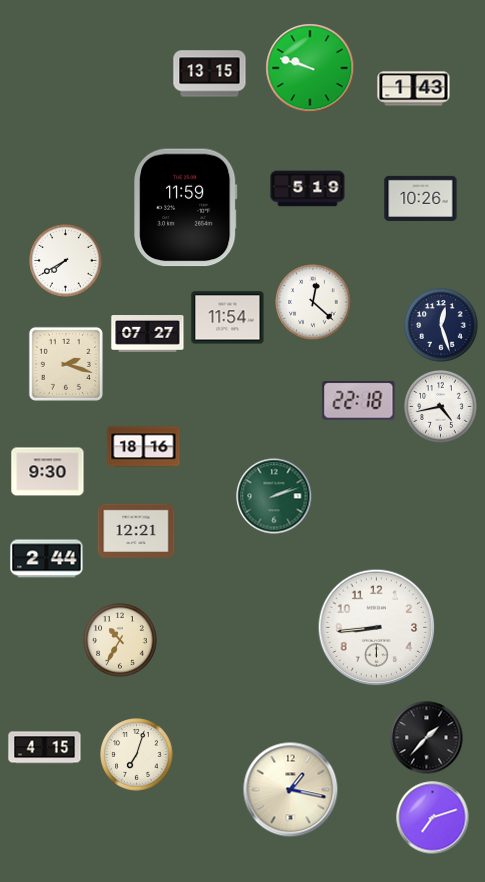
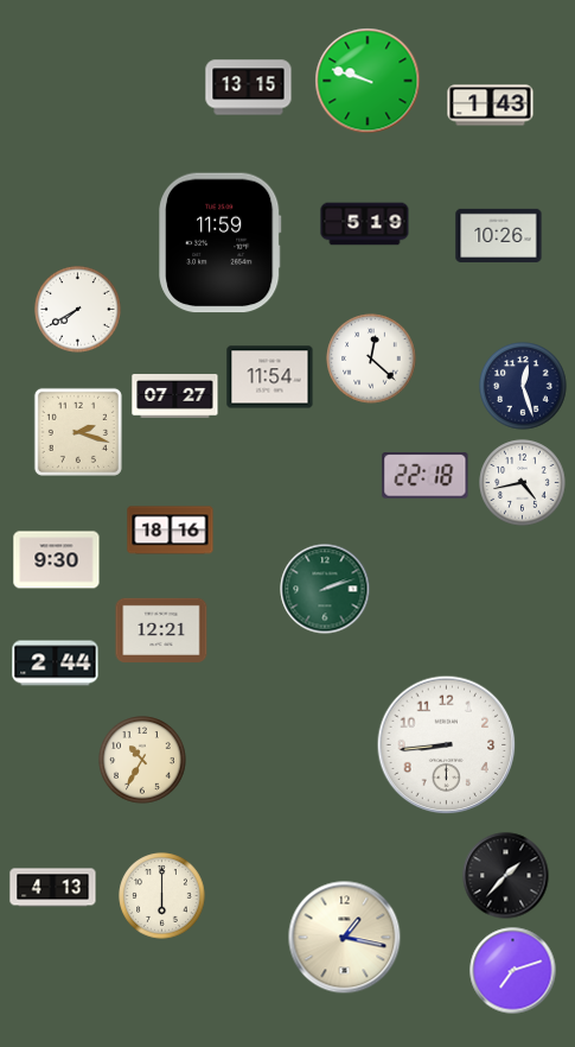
clock at (186, 208) position: (186, 208) -> (221, 243)
clock at (45, 748): 4:15 -> 4:13
clock at (137, 755): 7:03 -> 6:00
